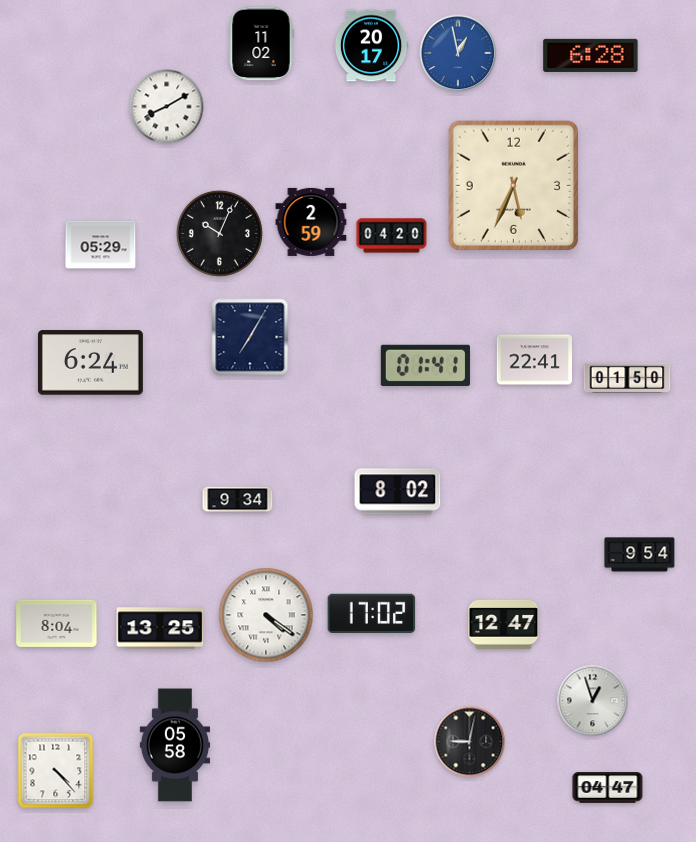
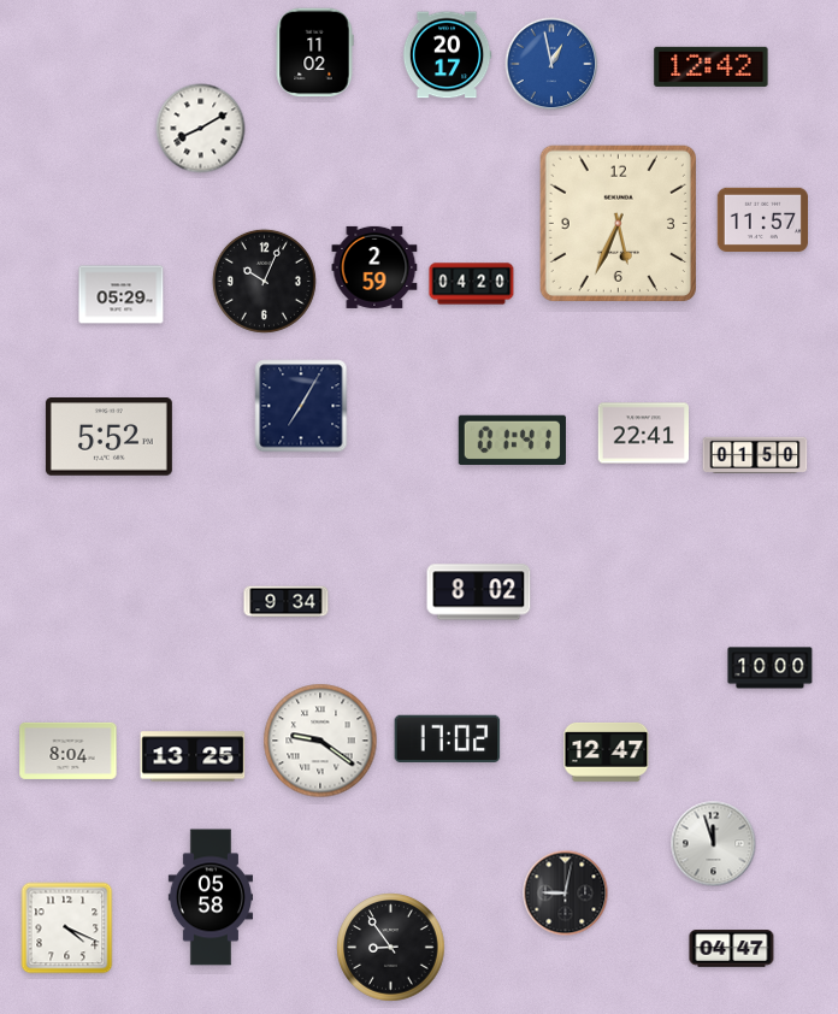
clock at (591, 55): 6:28 -> 12:42
clock at (762, 219): none -> 11:57
clock at (90, 363): 6:24 -> 5:52
clock at (640, 555): 9:54 -> 10:00
clock at (266, 615): 4:21 -> 9:21
clock at (593, 701): 12:57 -> 11:57
clock at (56, 771): 4:23 -> 4:19
clock at (391, 948): none -> 8:54
